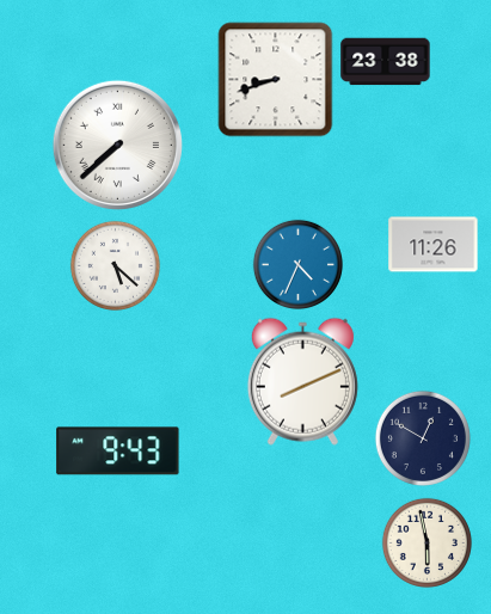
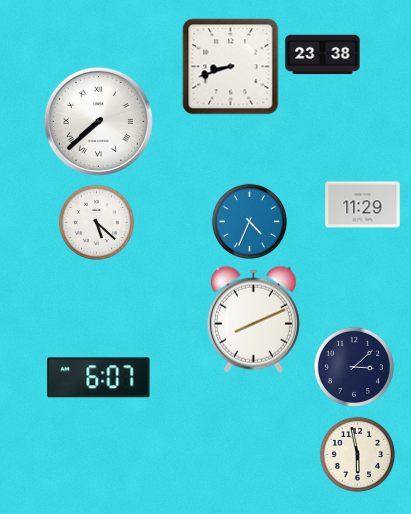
clock at (386, 62) position: (386, 62) -> (323, 55)
clock at (434, 245): 11:26 -> 11:29
clock at (423, 438): 12:50 -> 3:08
clock at (118, 452): 9:43 -> 6:07
